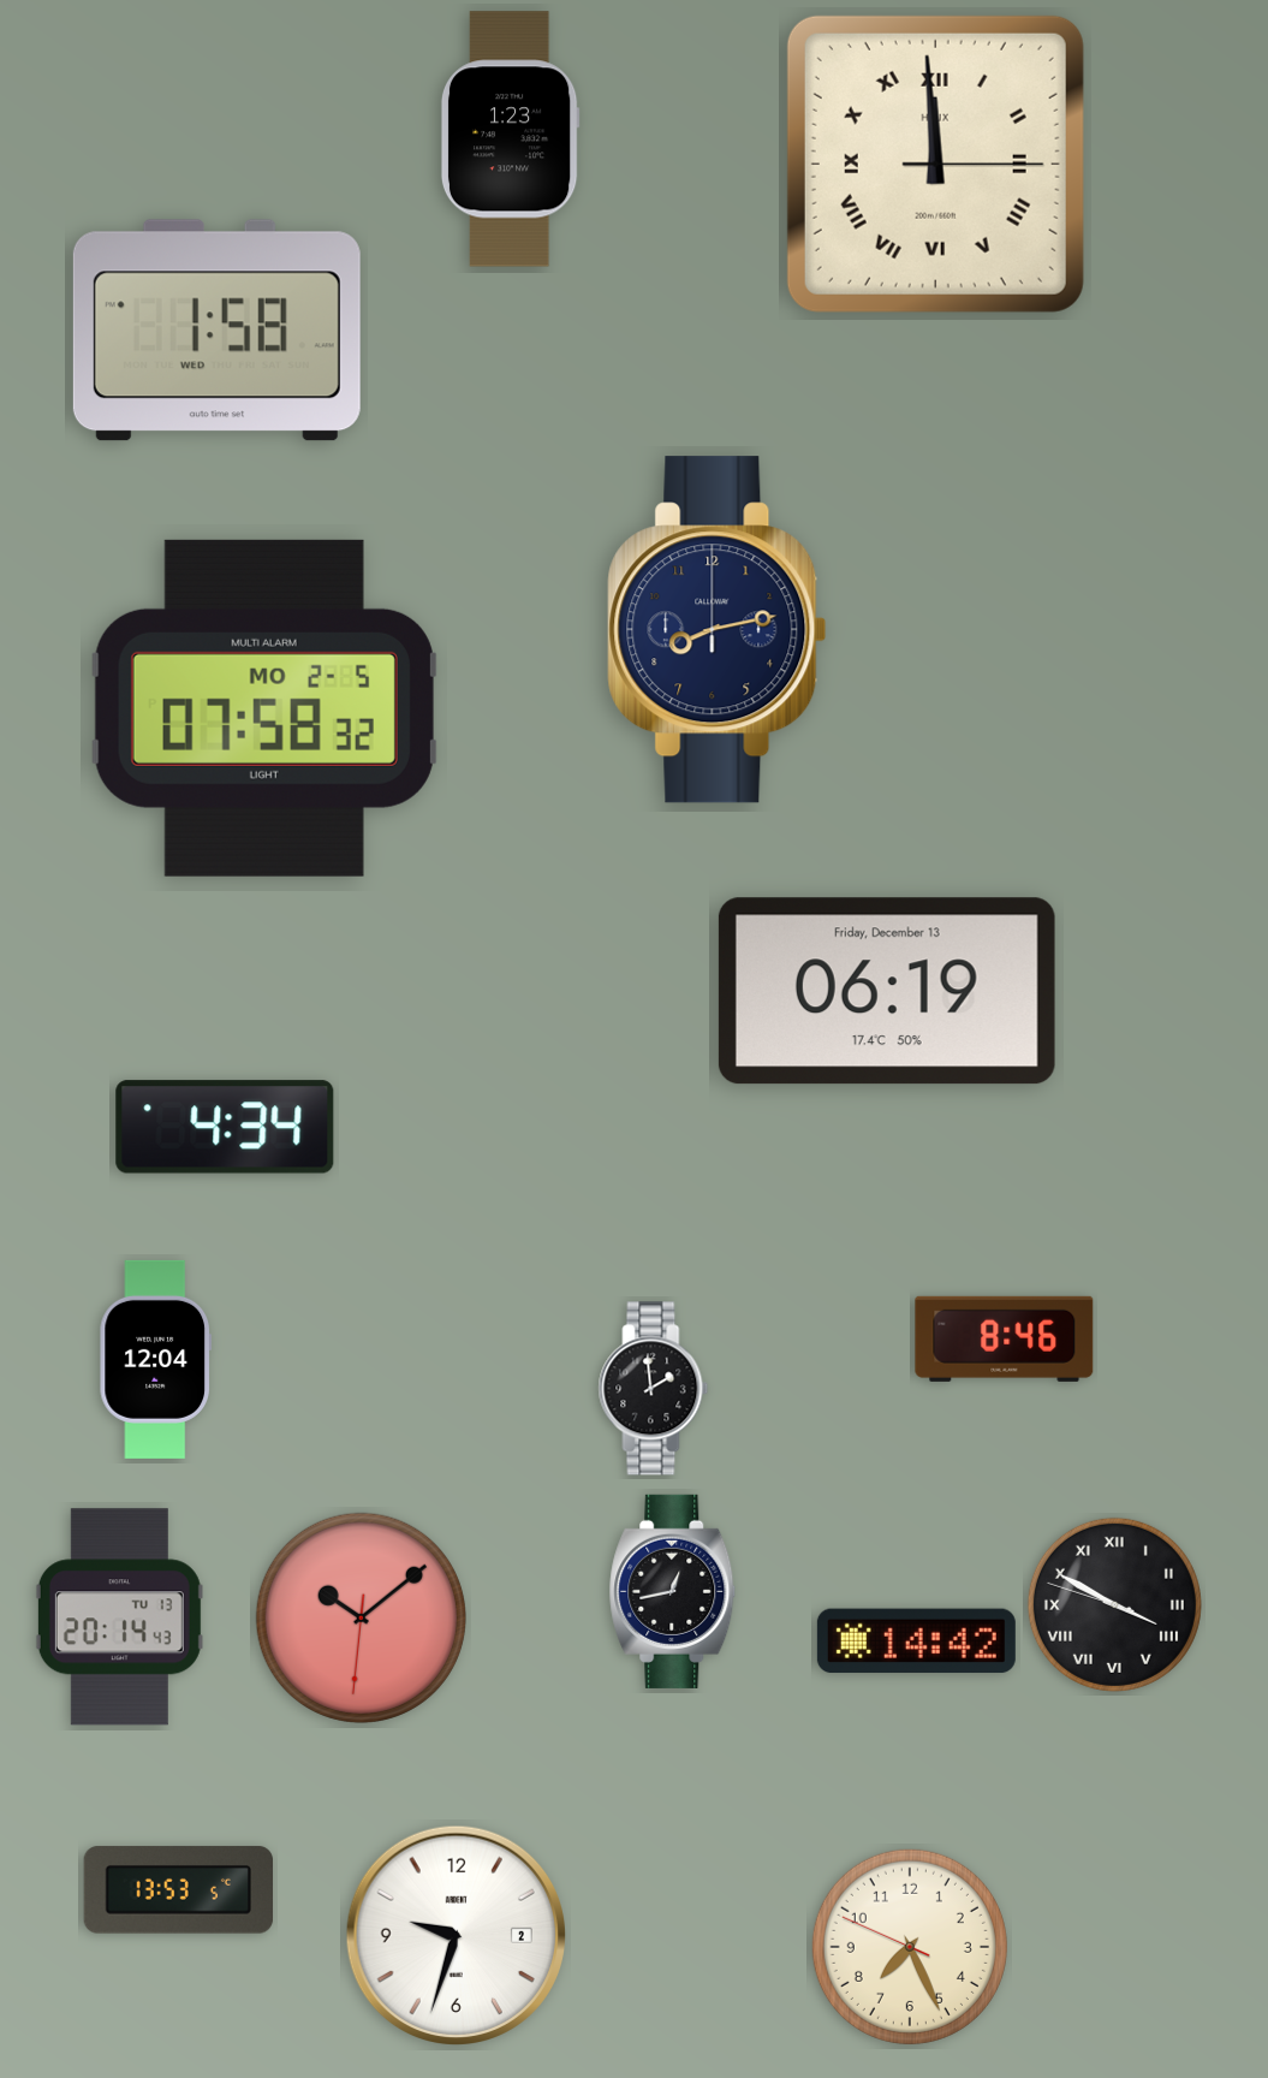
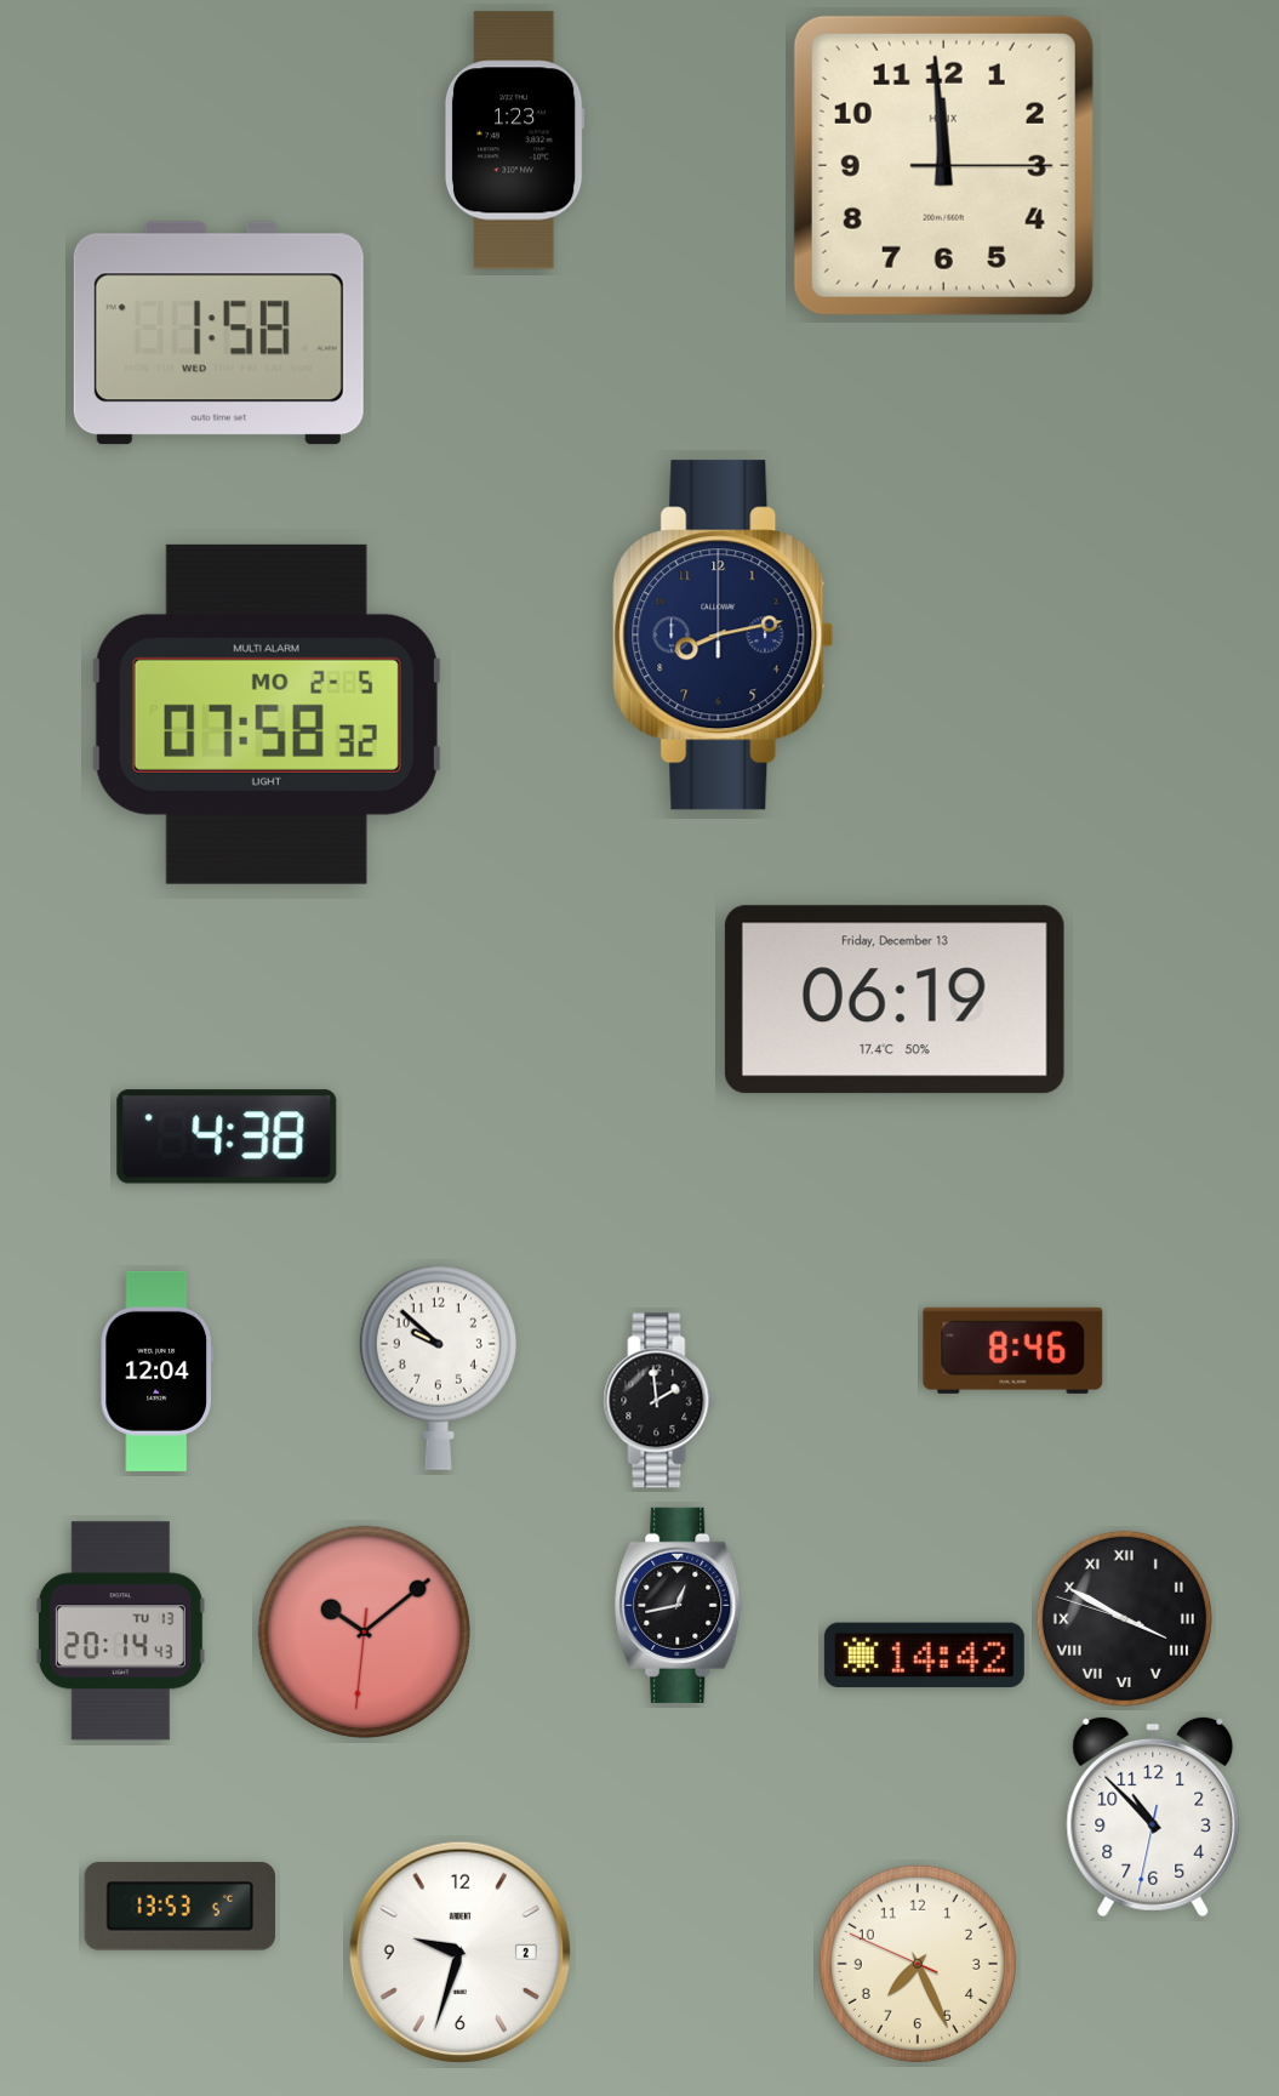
clock at (935, 164) numerals: Roman -> Arabic
clock at (225, 1127): 4:34 -> 4:38
clock at (438, 1367): none -> 9:52
clock at (1153, 1817): none -> 10:52
